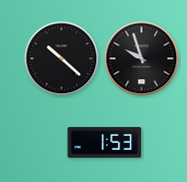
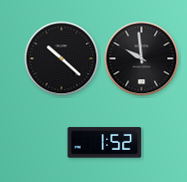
clock at (142, 59): 9:57 -> 9:59
clock at (105, 143): 1:53 -> 1:52
